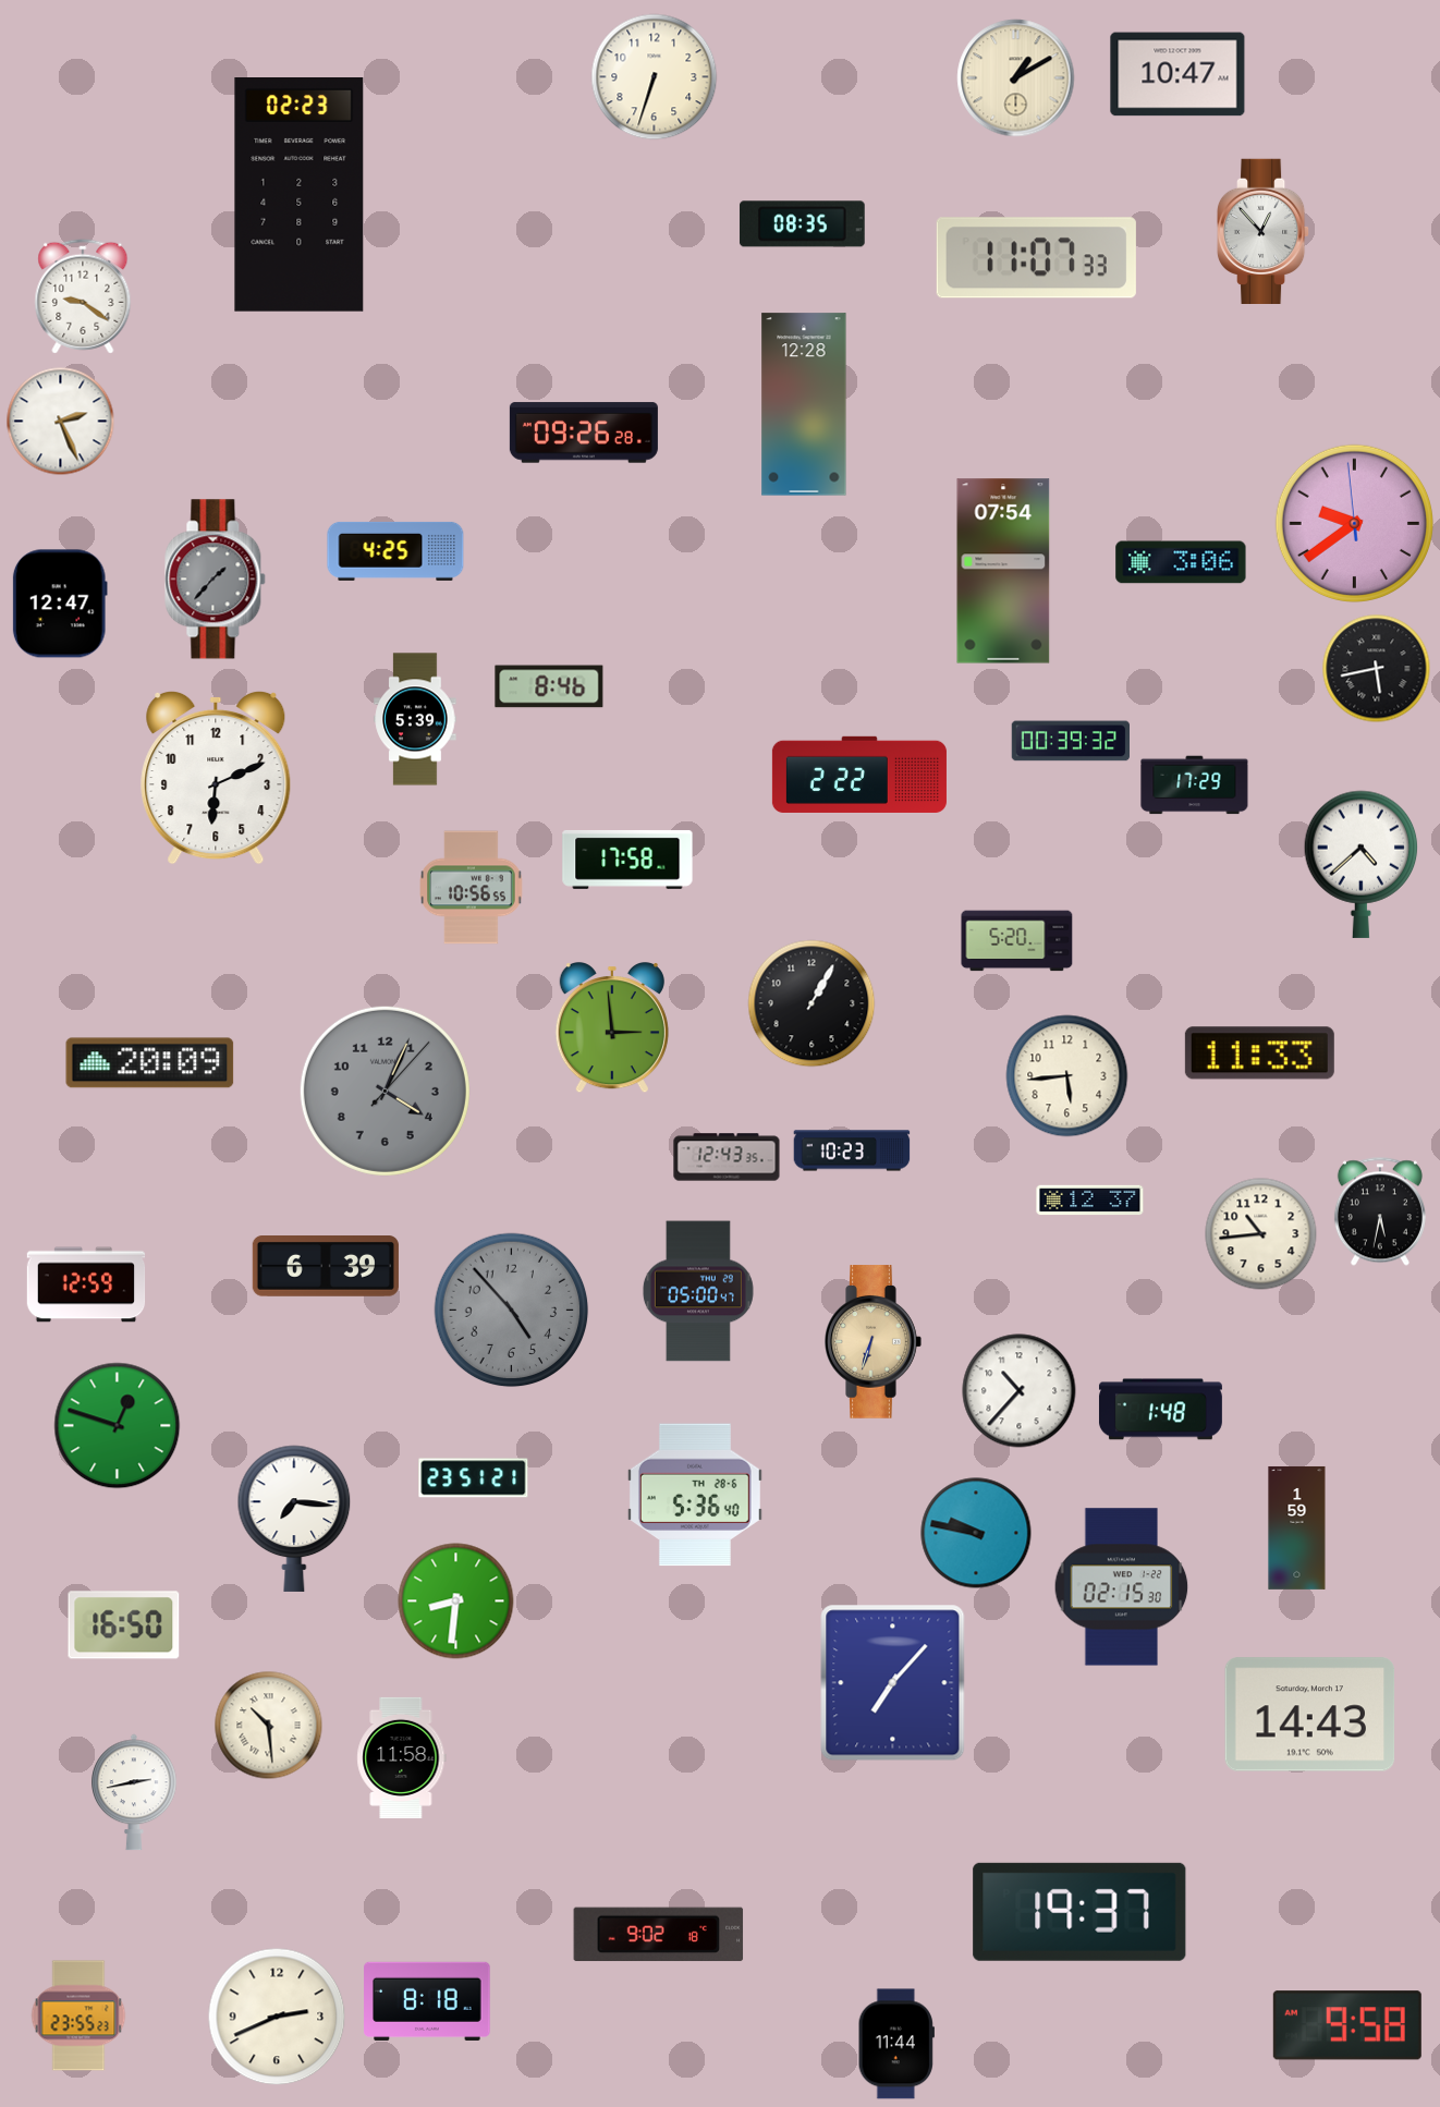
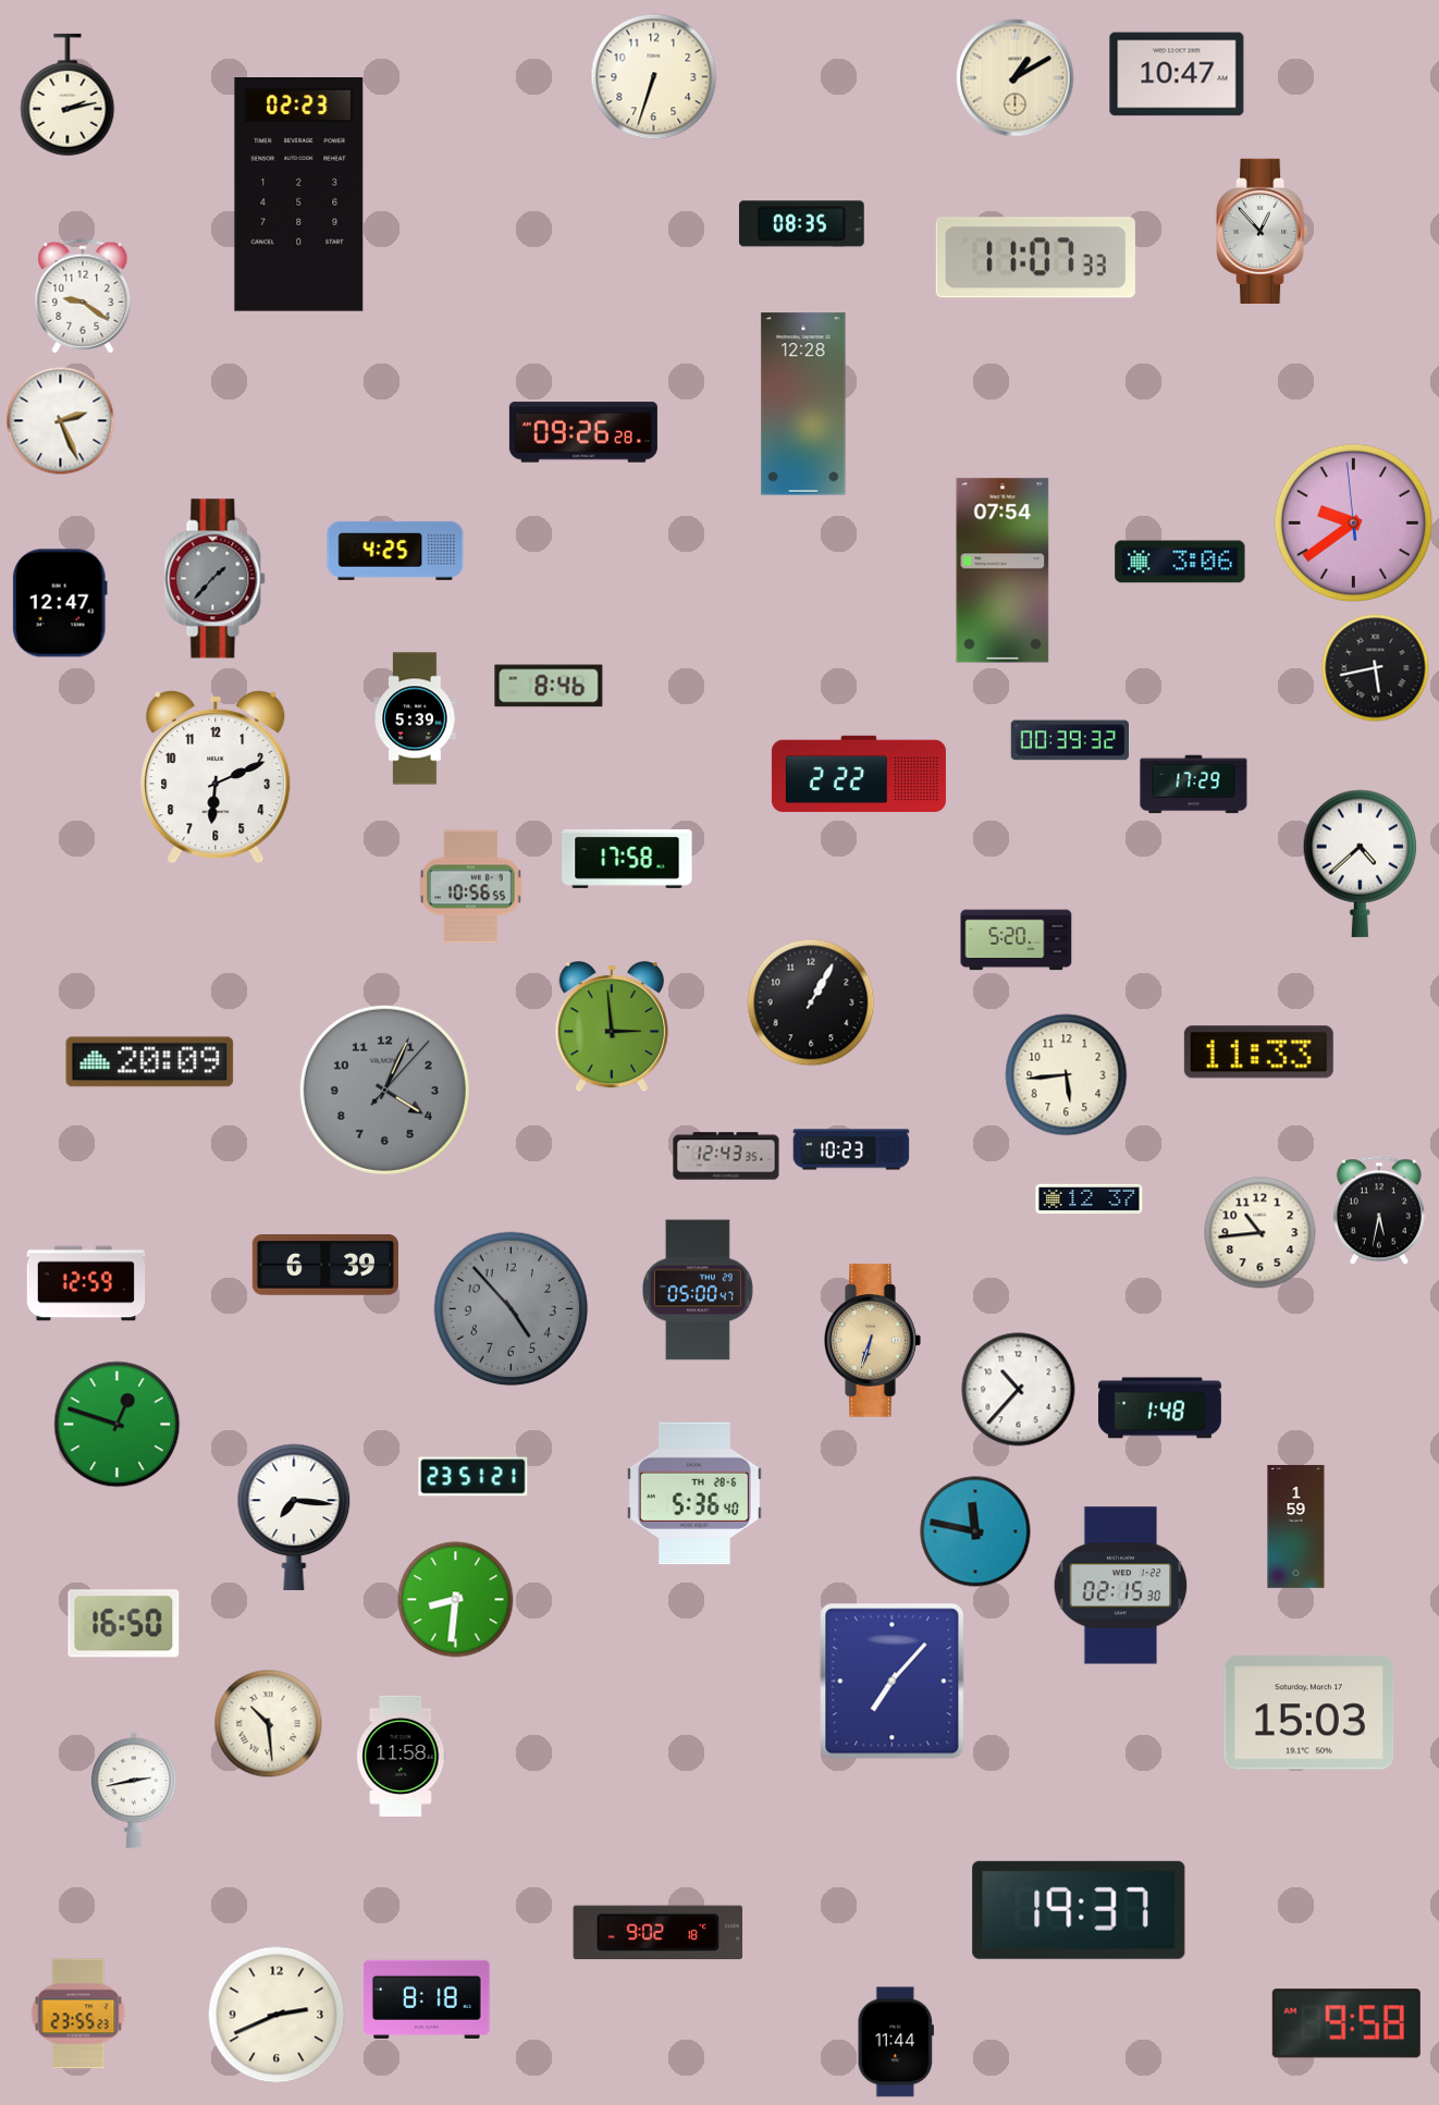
clock at (67, 95): none -> 2:13
clock at (976, 1533): 9:47 -> 11:47
clock at (1310, 1715): 14:43 -> 15:03
